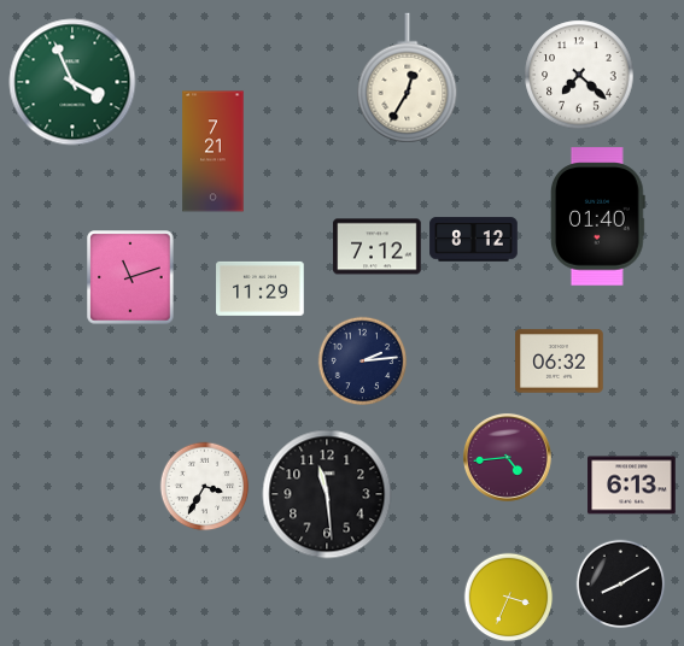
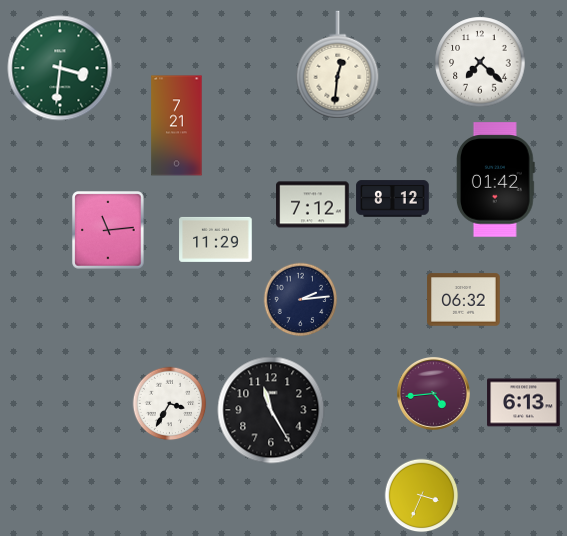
clock at (408, 78): 12:35 -> 12:31
clock at (72, 82): 3:56 -> 3:31
clock at (598, 217): 01:40 -> 01:42
clock at (130, 277): 11:12 -> 11:14
clock at (507, 457) position: (507, 457) -> (433, 393)
clock at (327, 494): 11:29 -> 11:25
clock at (621, 585): 8:10 -> none
